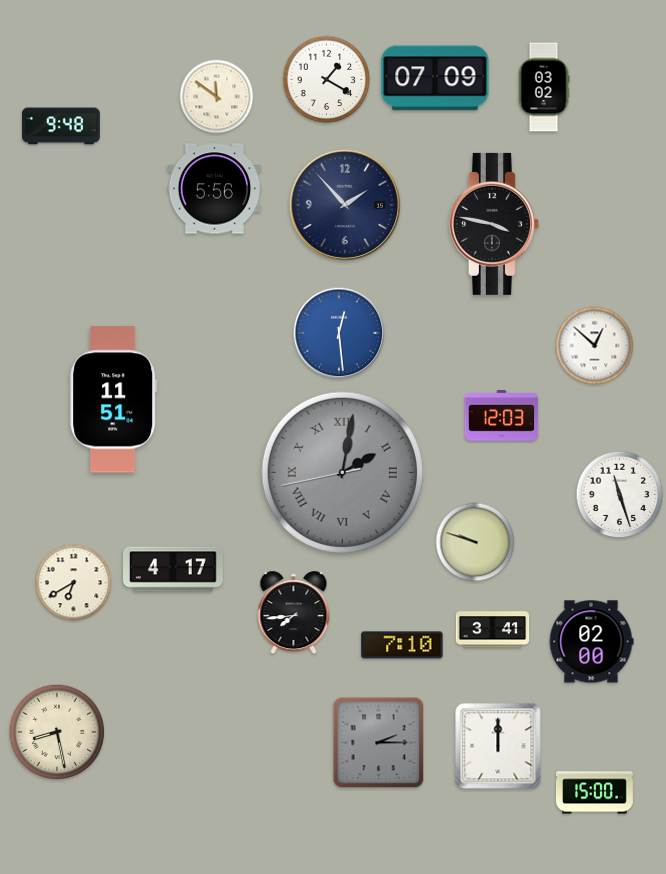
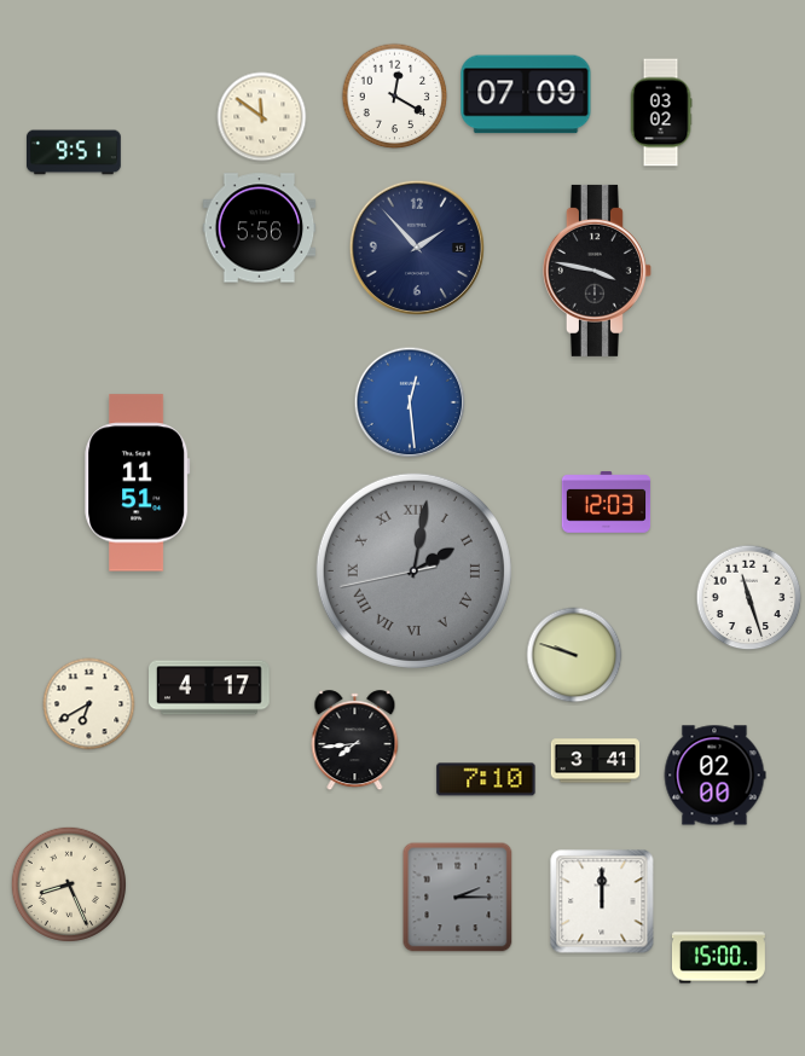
clock at (327, 80): 1:20 -> 12:20
clock at (544, 87) position: (544, 87) -> (661, 112)
clock at (62, 126): 9:48 -> 9:51
clock at (595, 346): 12:52 -> none
clock at (57, 732): 8:28 -> 8:26
